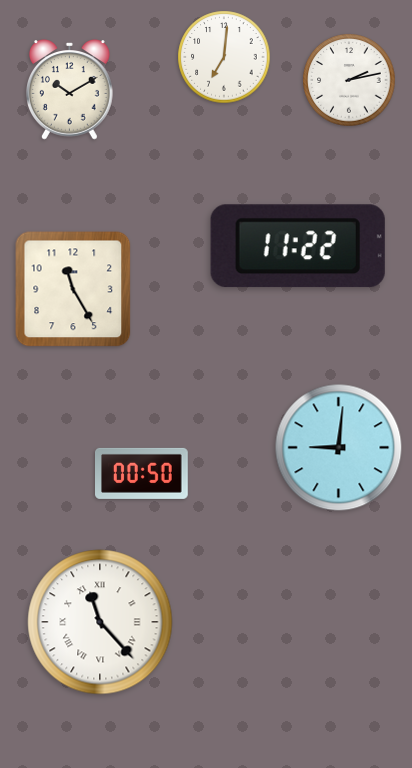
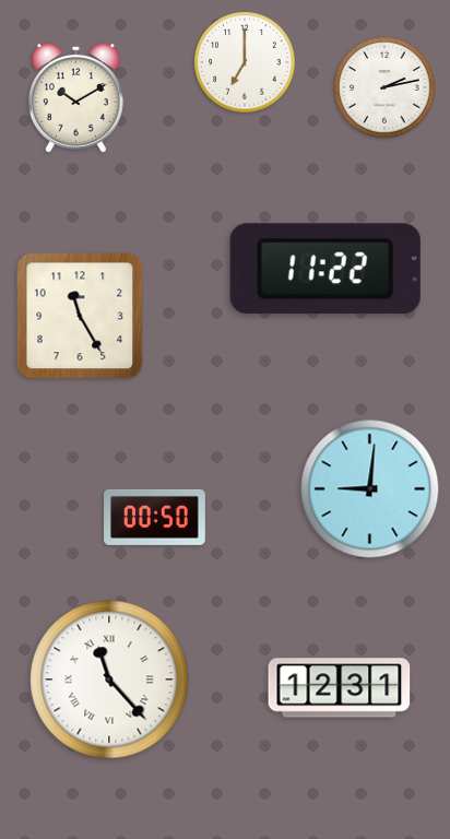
clock at (224, 57): 7:01 -> 7:00
clock at (349, 80) position: (349, 80) -> (384, 87)
clock at (340, 688): none -> 12:31
